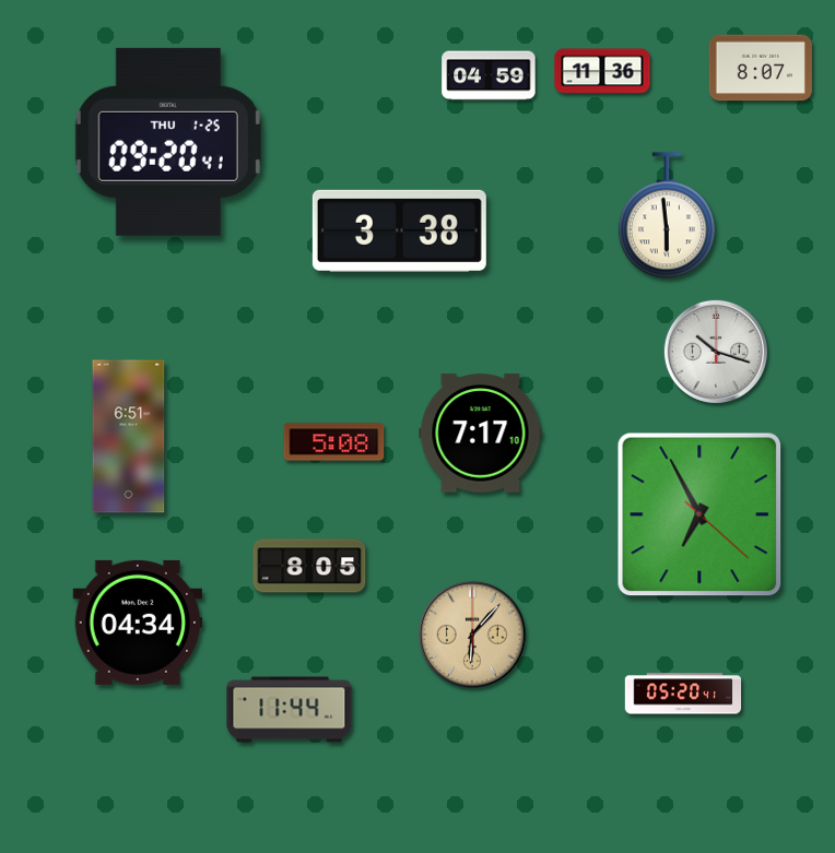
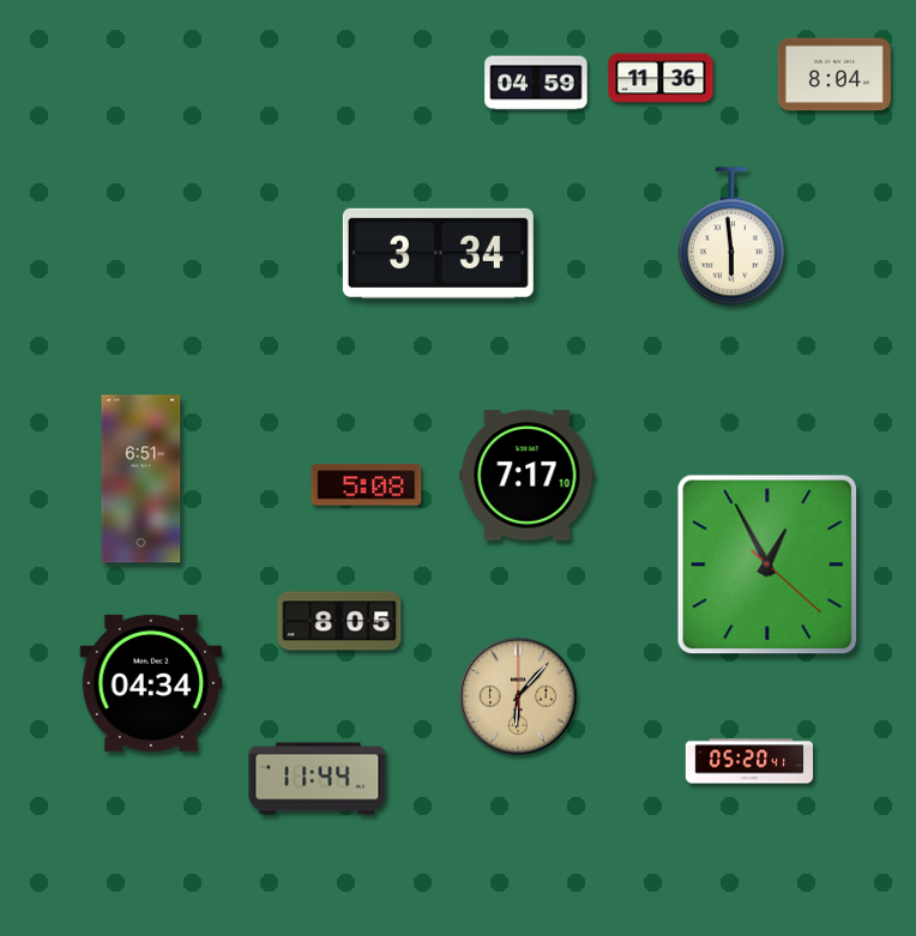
clock at (761, 68): 8:07 -> 8:04
clock at (168, 142): 09:20 -> none
clock at (399, 230): 3:38 -> 3:34
clock at (716, 352): 10:18 -> none
clock at (699, 514): 6:55 -> 12:55
